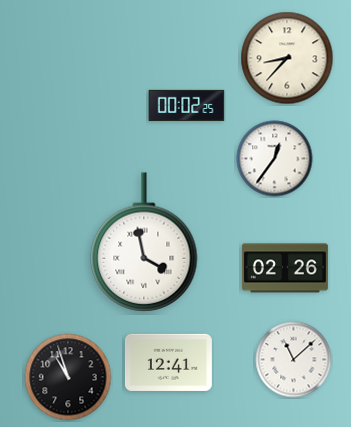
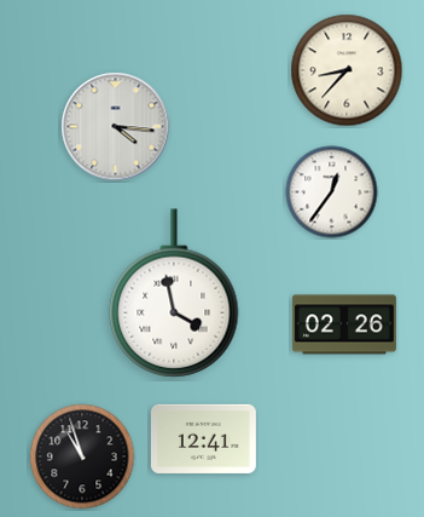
clock at (116, 127): none -> 4:16
clock at (187, 105): 00:02 -> none
clock at (294, 360): 11:08 -> none
